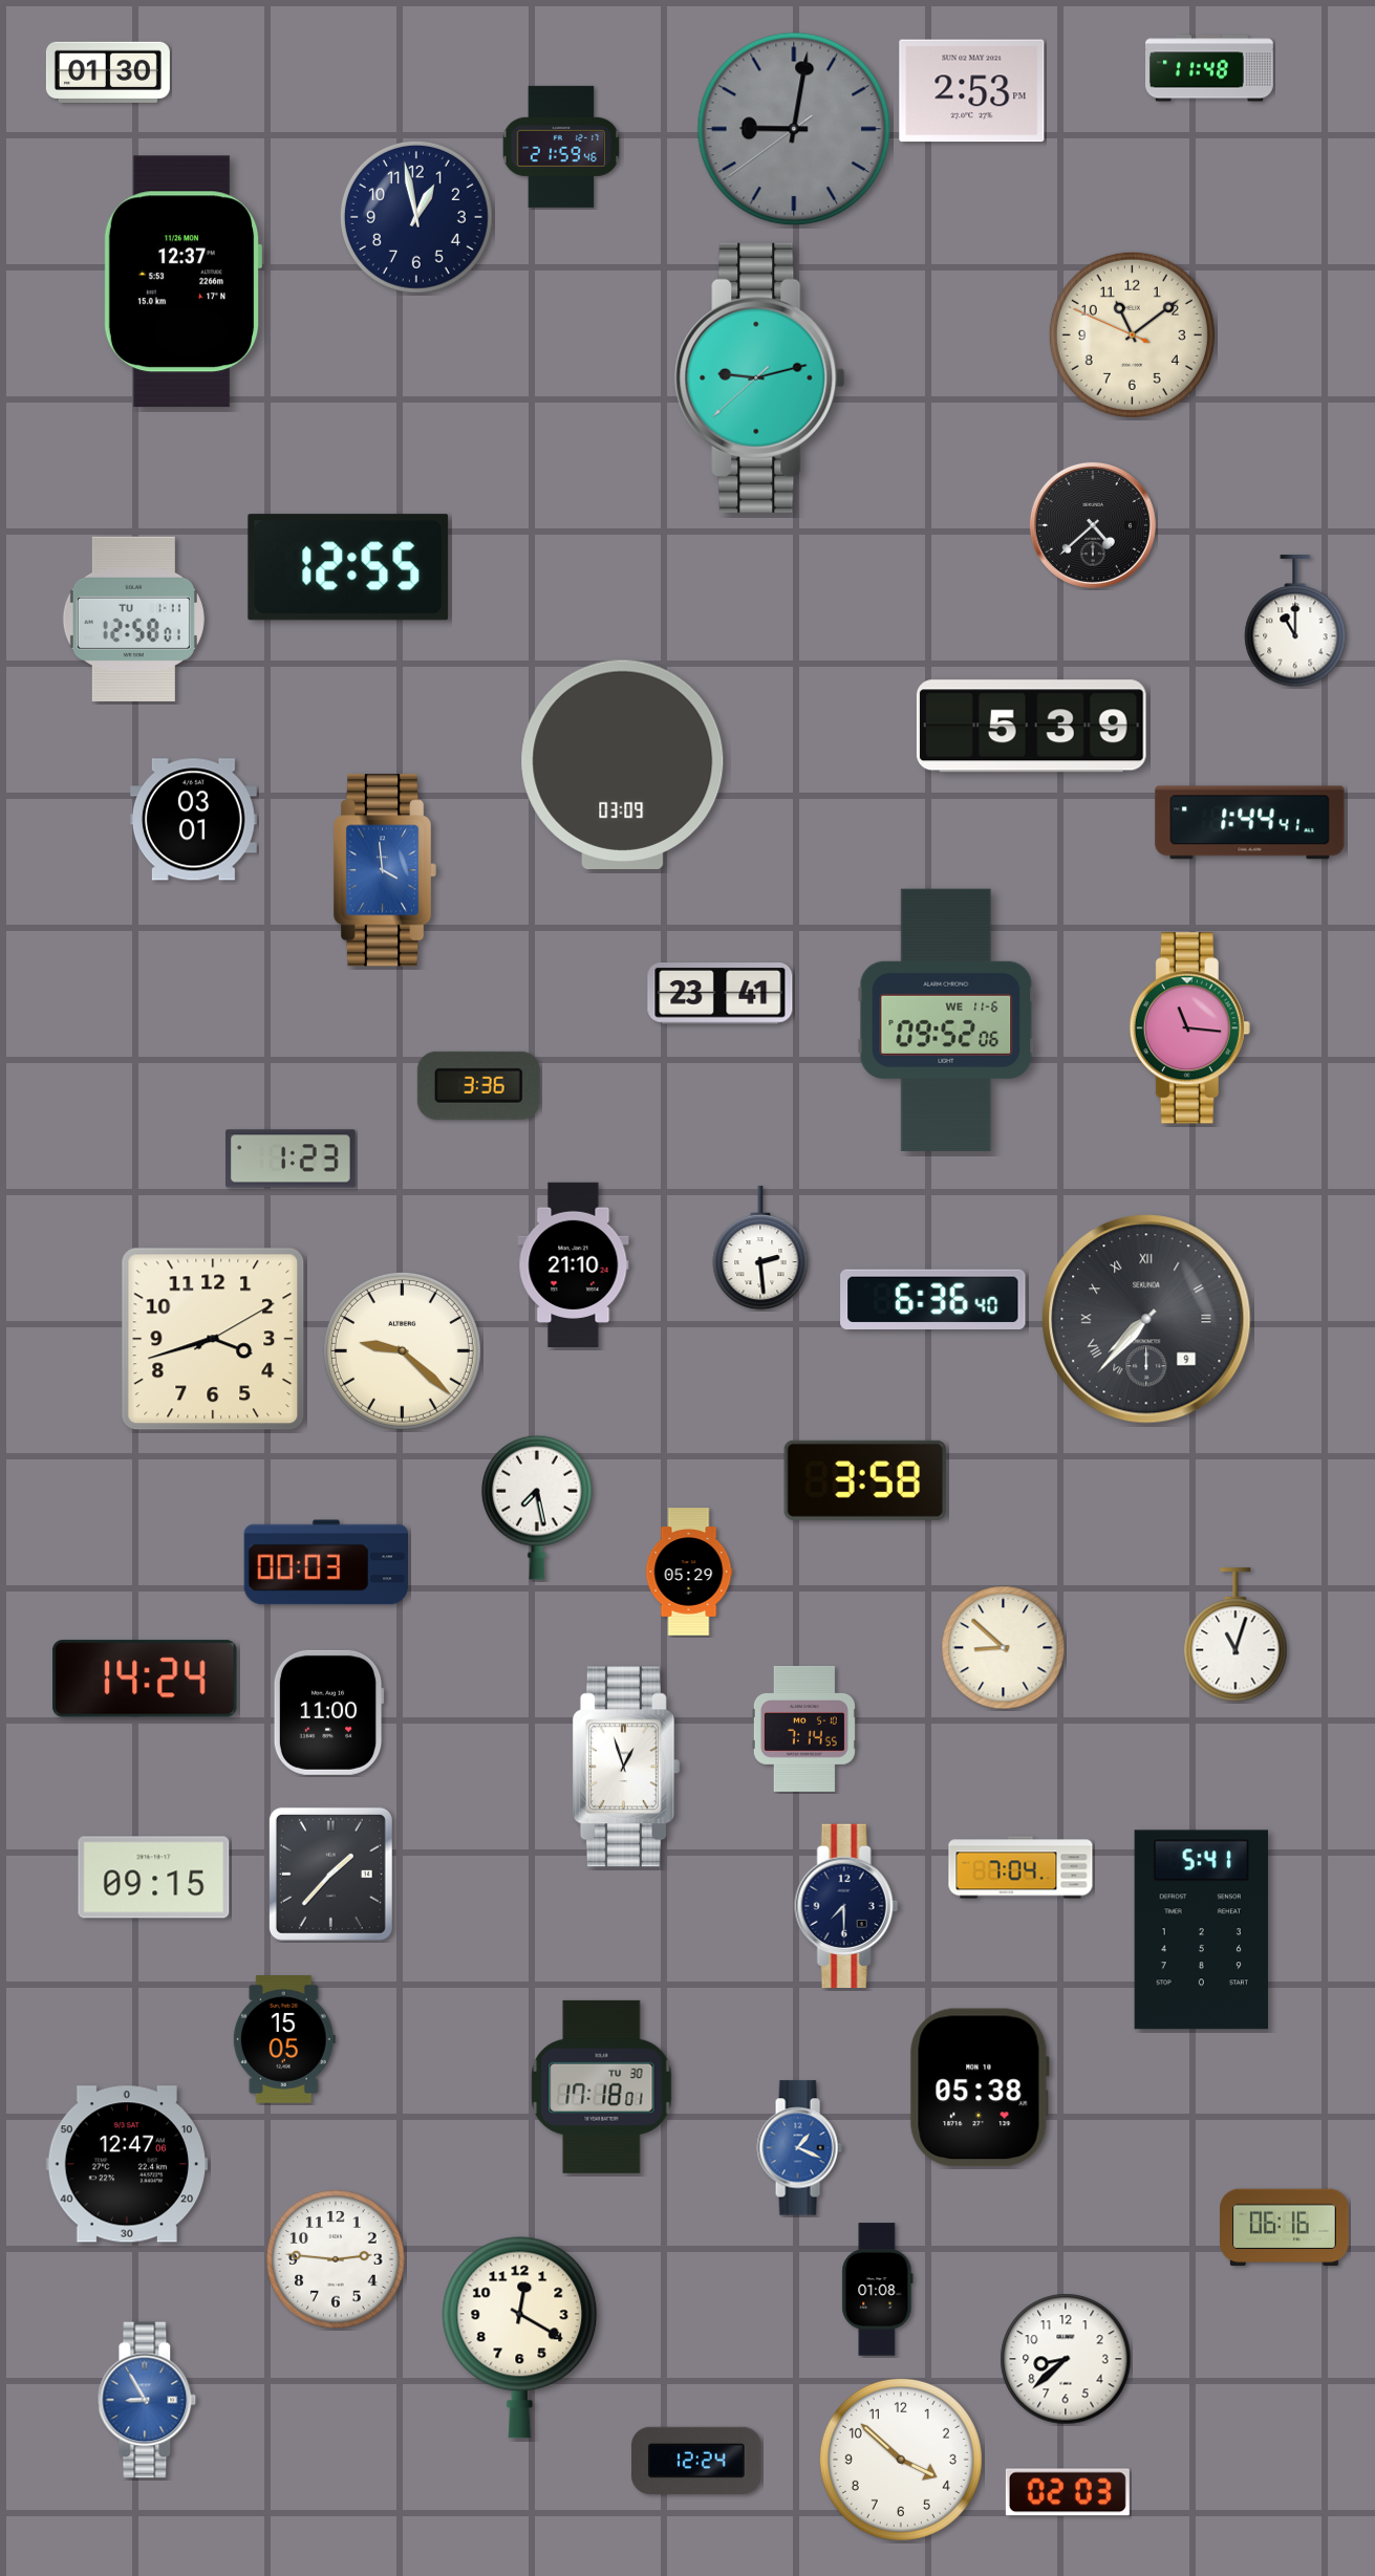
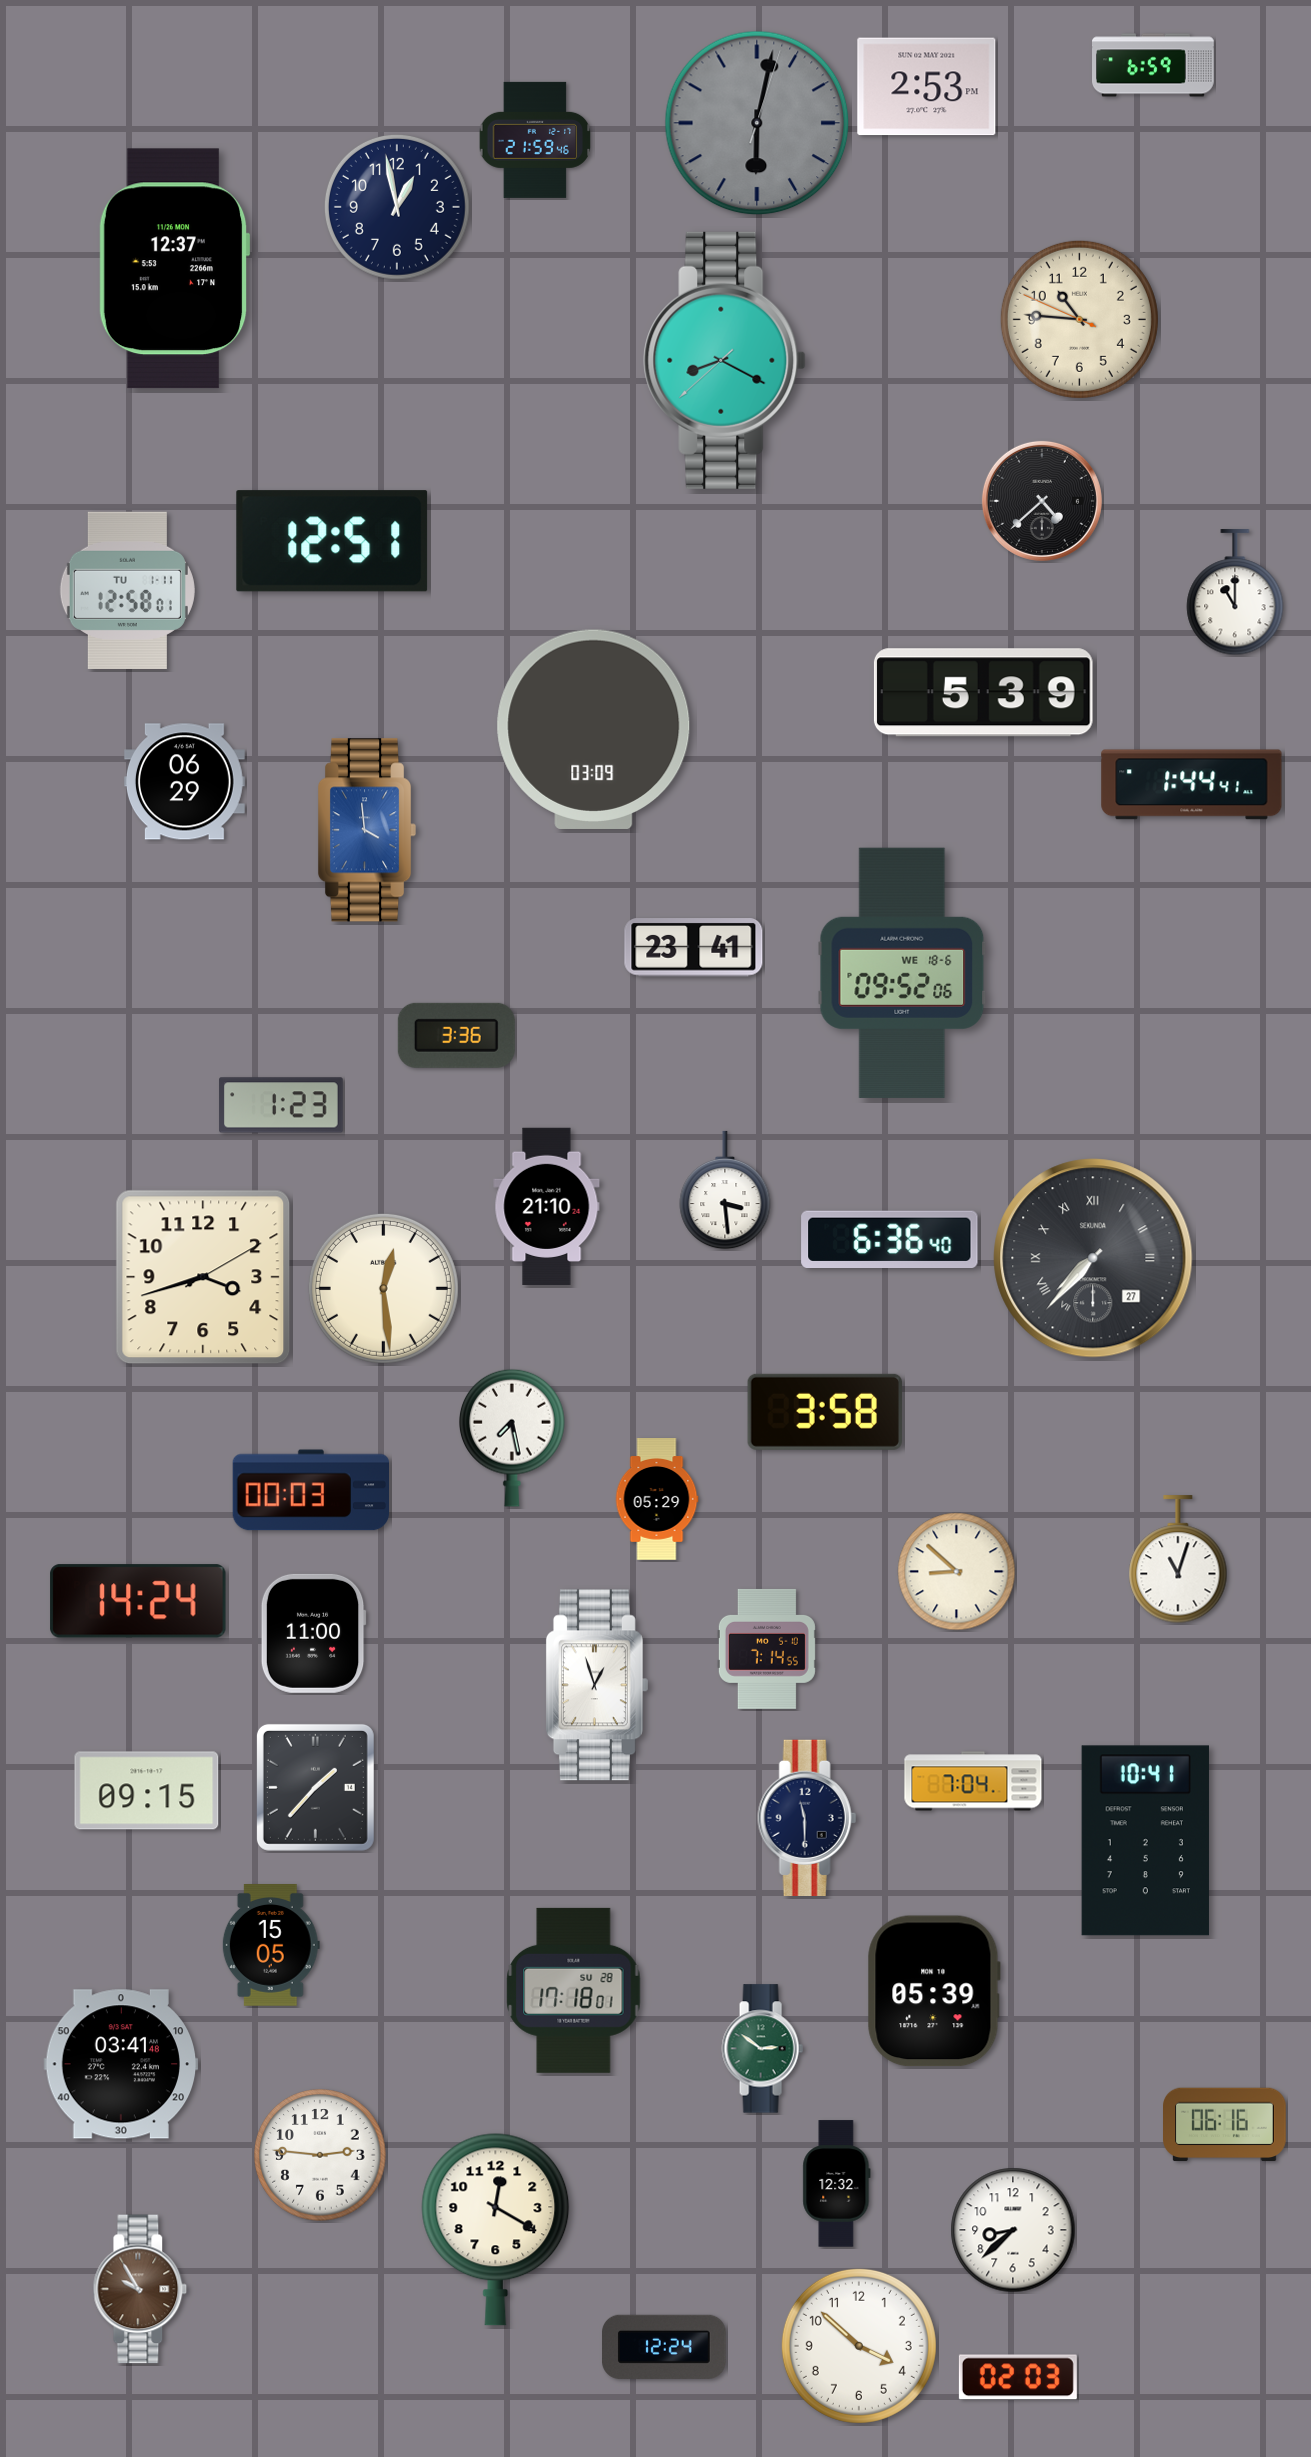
clock at (1210, 68): 11:48 -> 6:59
clock at (108, 72): 01:30 -> none
clock at (794, 129): 9:01 -> 6:02
clock at (1132, 334): 11:08 -> 10:45
clock at (760, 377): 9:12 -> 8:19
clock at (348, 567): 12:55 -> 12:51
clock at (193, 820): 03:01 -> 06:29
clock at (721, 994) position: (721, 994) -> (694, 948)
clock at (946, 1020) date: WE 11-6 -> WE 18-6
clock at (1189, 1029): 11:16 -> none
clock at (291, 1159) position: (291, 1159) -> (281, 1105)
clock at (760, 1248): 2:29 -> 3:29
clock at (1146, 1319) date: 9 -> 27
clock at (402, 1350): 9:22 -> 12:29
clock at (846, 1905): 7:30 -> 11:30
clock at (1201, 1930): 5:41 -> 10:41
clock at (602, 2086) date: TU 30 -> SU 28
clock at (980, 2087): 05:38 -> 05:39
clock at (799, 2148): 1:19 -> 2:51
clock at (799, 2148) dial: blue -> green
clock at (127, 2164): 12:47 -> 03:41
clock at (878, 2290): 01:08 -> 12:32
clock at (1066, 2359) position: (1066, 2359) -> (1013, 2230)
clock at (147, 2400): 8:55 -> 9:55
clock at (147, 2400) dial: blue -> brown
